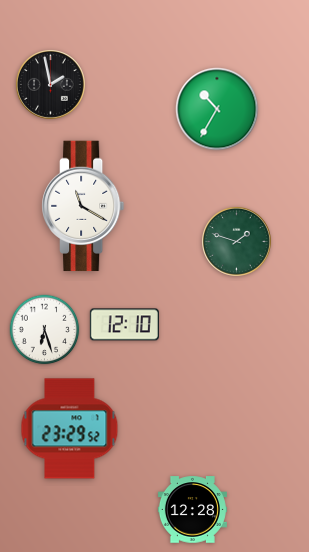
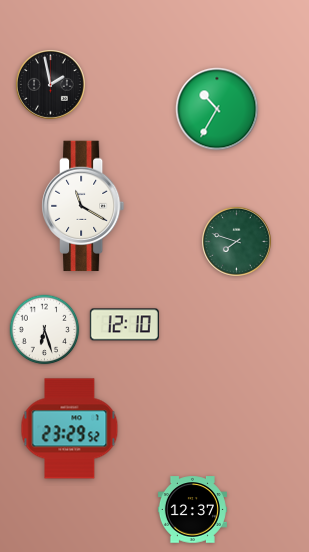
clock at (237, 242): 1:48 -> 7:48
clock at (192, 510): 12:28 -> 12:37
